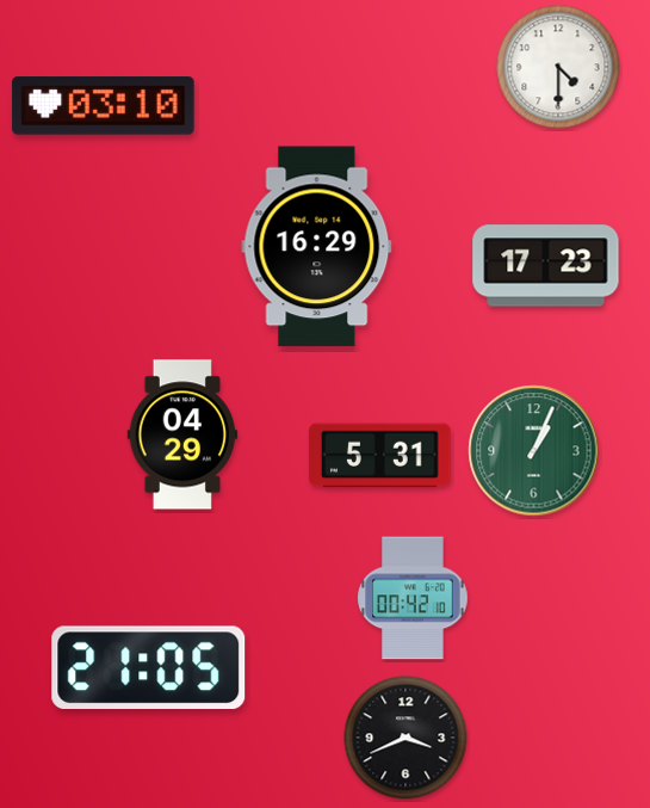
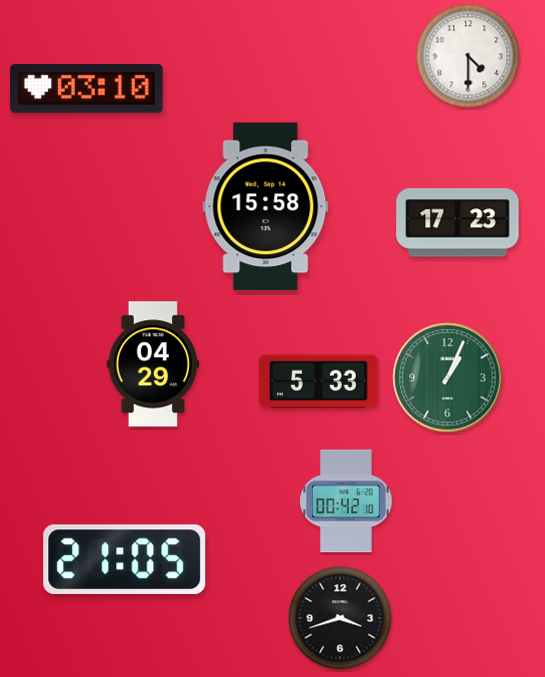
clock at (317, 247): 16:29 -> 15:58
clock at (380, 456): 5:31 -> 5:33
clock at (406, 738): 3:41 -> 3:42
